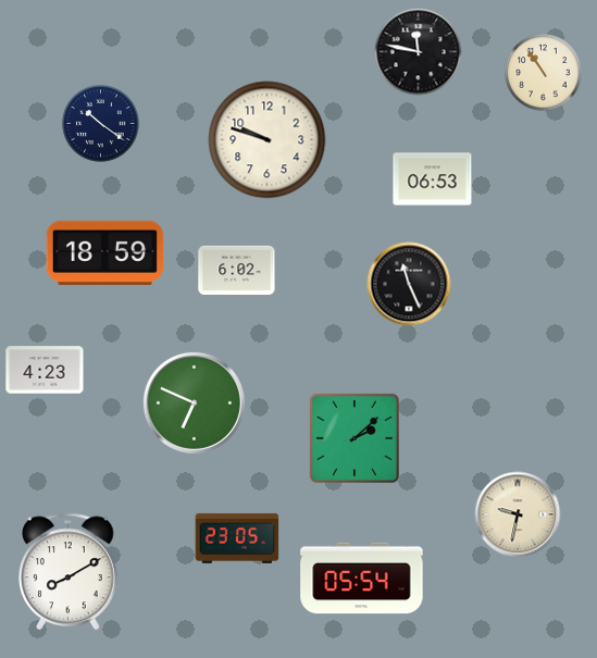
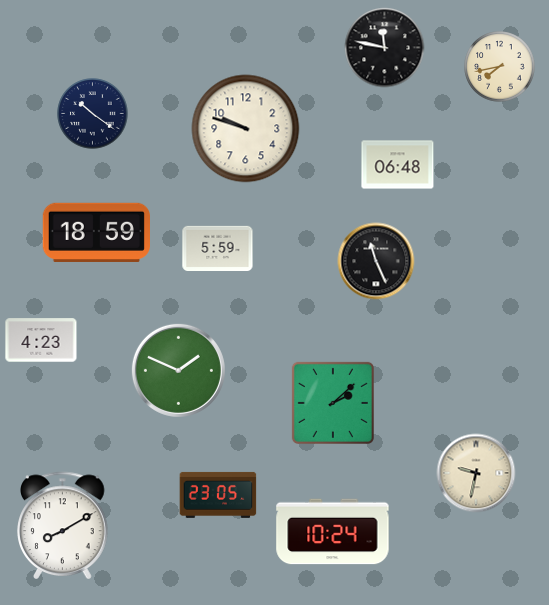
clock at (544, 73): 10:54 -> 7:43
clock at (433, 179): 06:53 -> 06:48
clock at (237, 270): 6:02 -> 5:59
clock at (194, 402): 6:49 -> 1:49
clock at (355, 438) position: (355, 438) -> (333, 403)
clock at (362, 579): 05:54 -> 10:24
